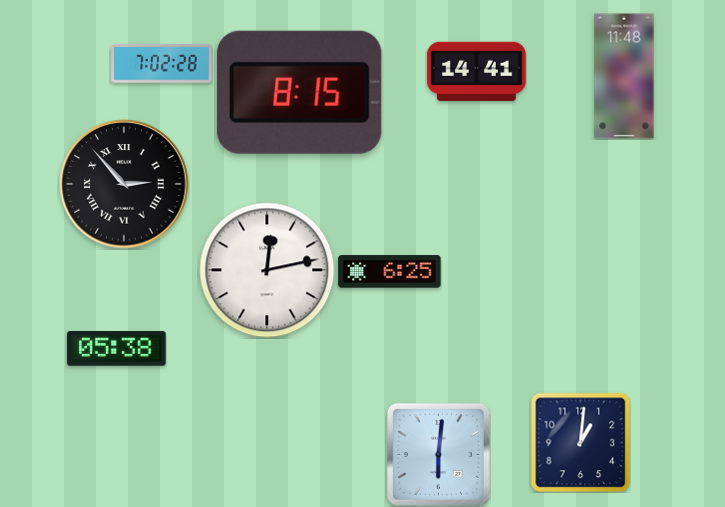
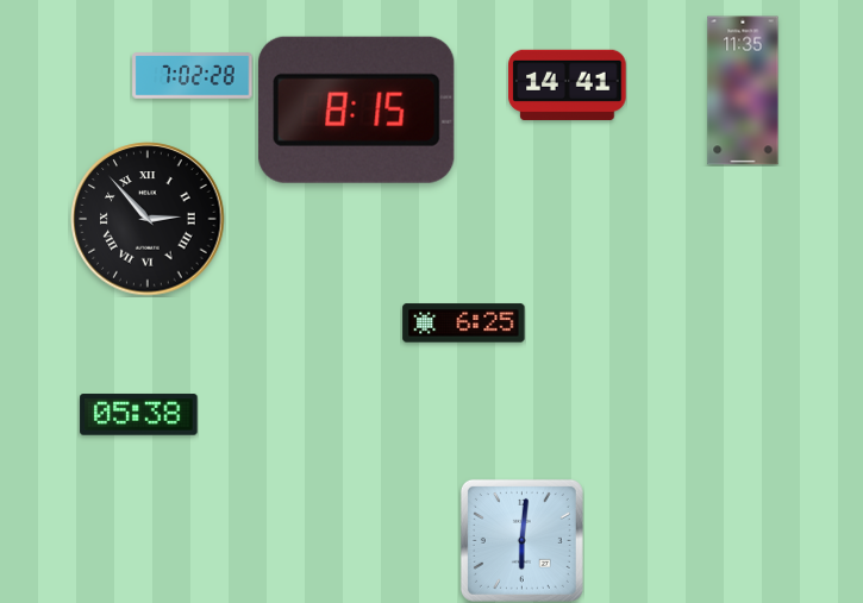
clock at (624, 76): 11:48 -> 11:35
clock at (267, 270): 12:13 -> none
clock at (580, 442): 1:01 -> none
